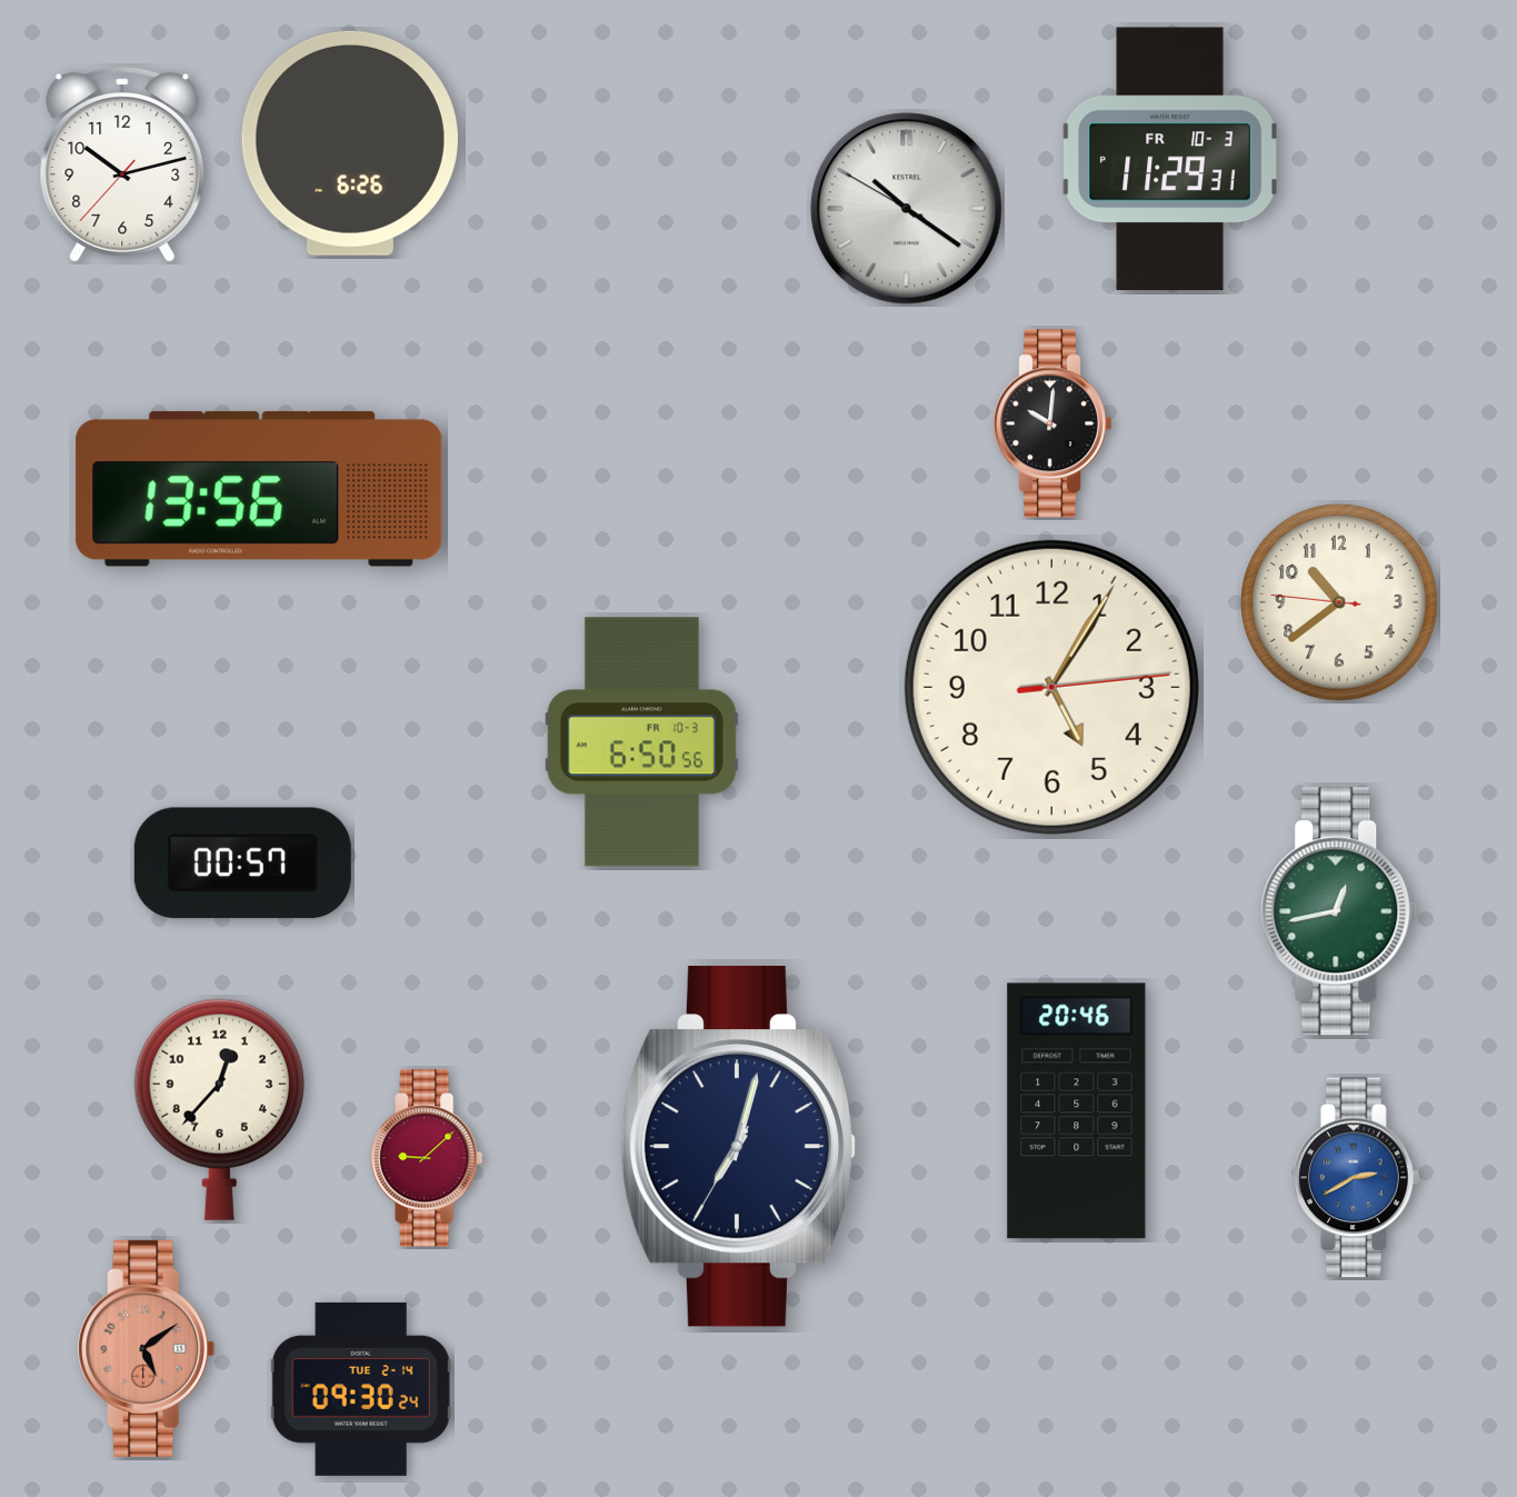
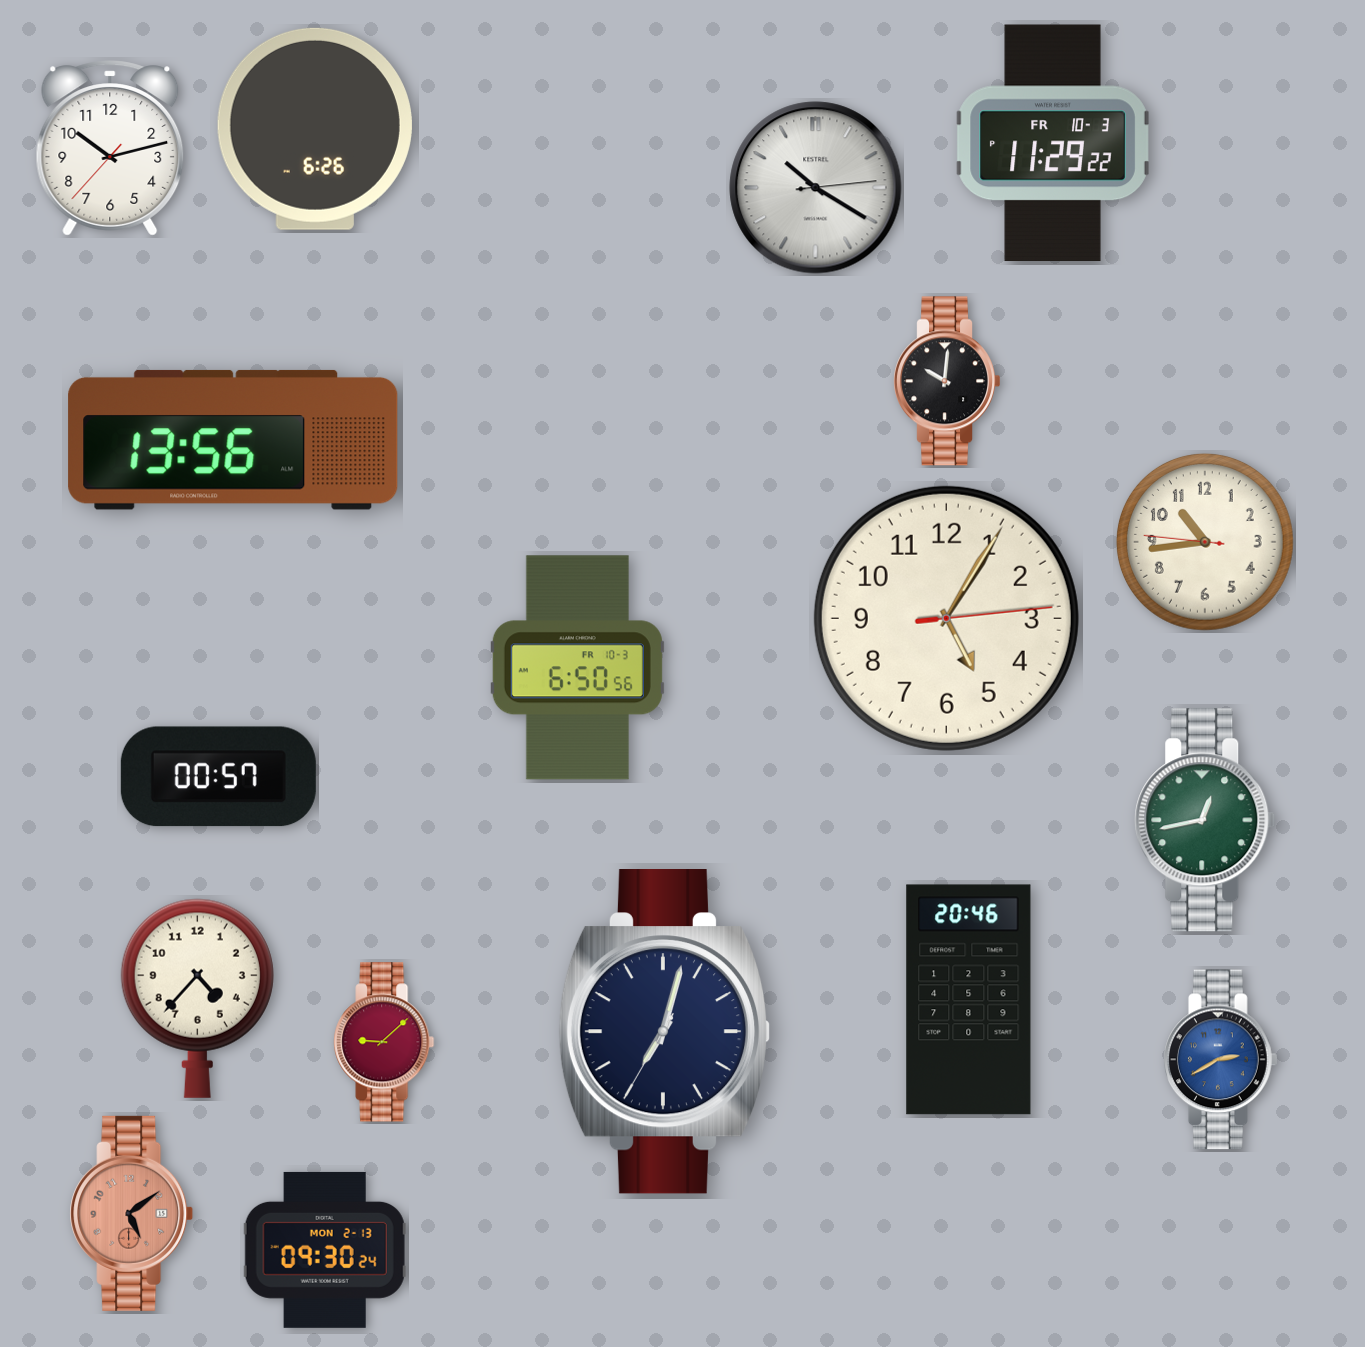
clock at (1170, 159): 11:29:31 -> 11:29:22
clock at (907, 209): 10:20:50 -> 10:20:14
clock at (1339, 602): 10:38 -> 10:43
clock at (219, 1109): 12:37 -> 4:37
clock at (361, 1389) date: TUE 2-14 -> MON 2-13
